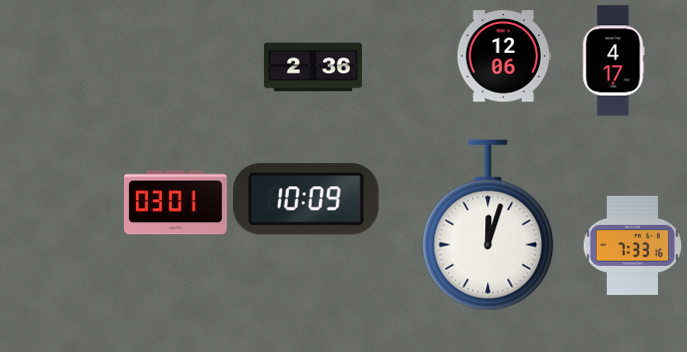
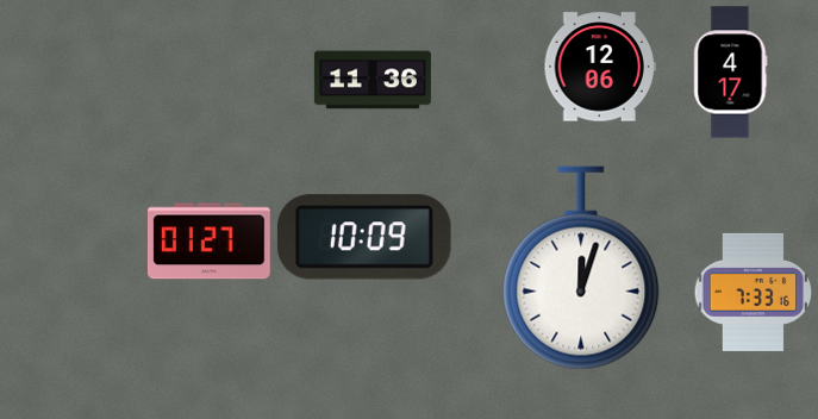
clock at (313, 67): 2:36 -> 11:36
clock at (175, 203): 03:01 -> 01:27
